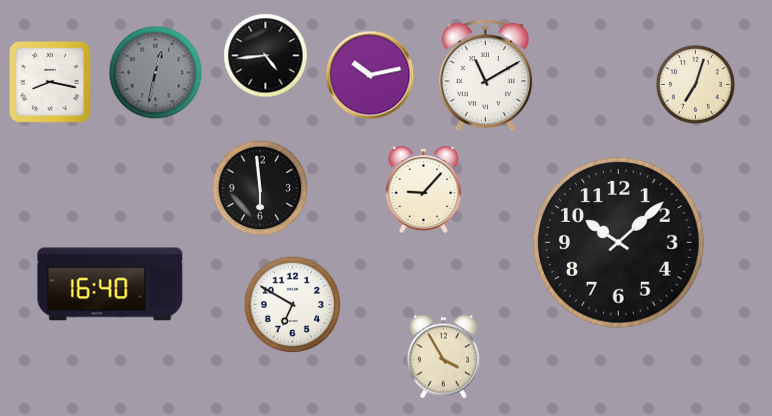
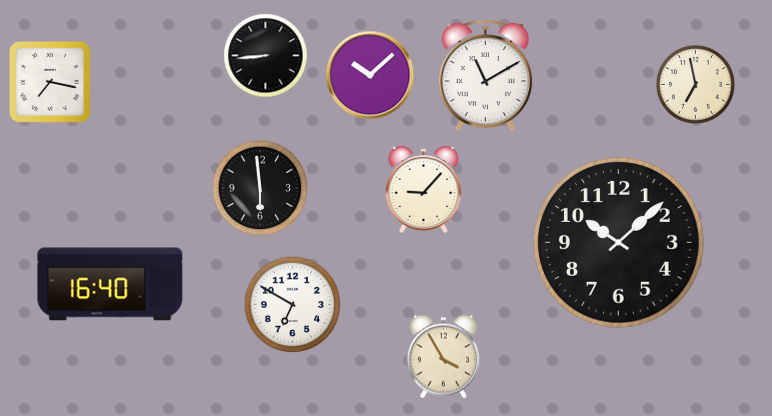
clock at (266, 56): 4:44 -> 8:44
clock at (156, 73): 12:32 -> none
clock at (370, 75): 10:13 -> 10:08
clock at (50, 82): 8:17 -> 7:17
clock at (695, 84): 7:03 -> 6:58
